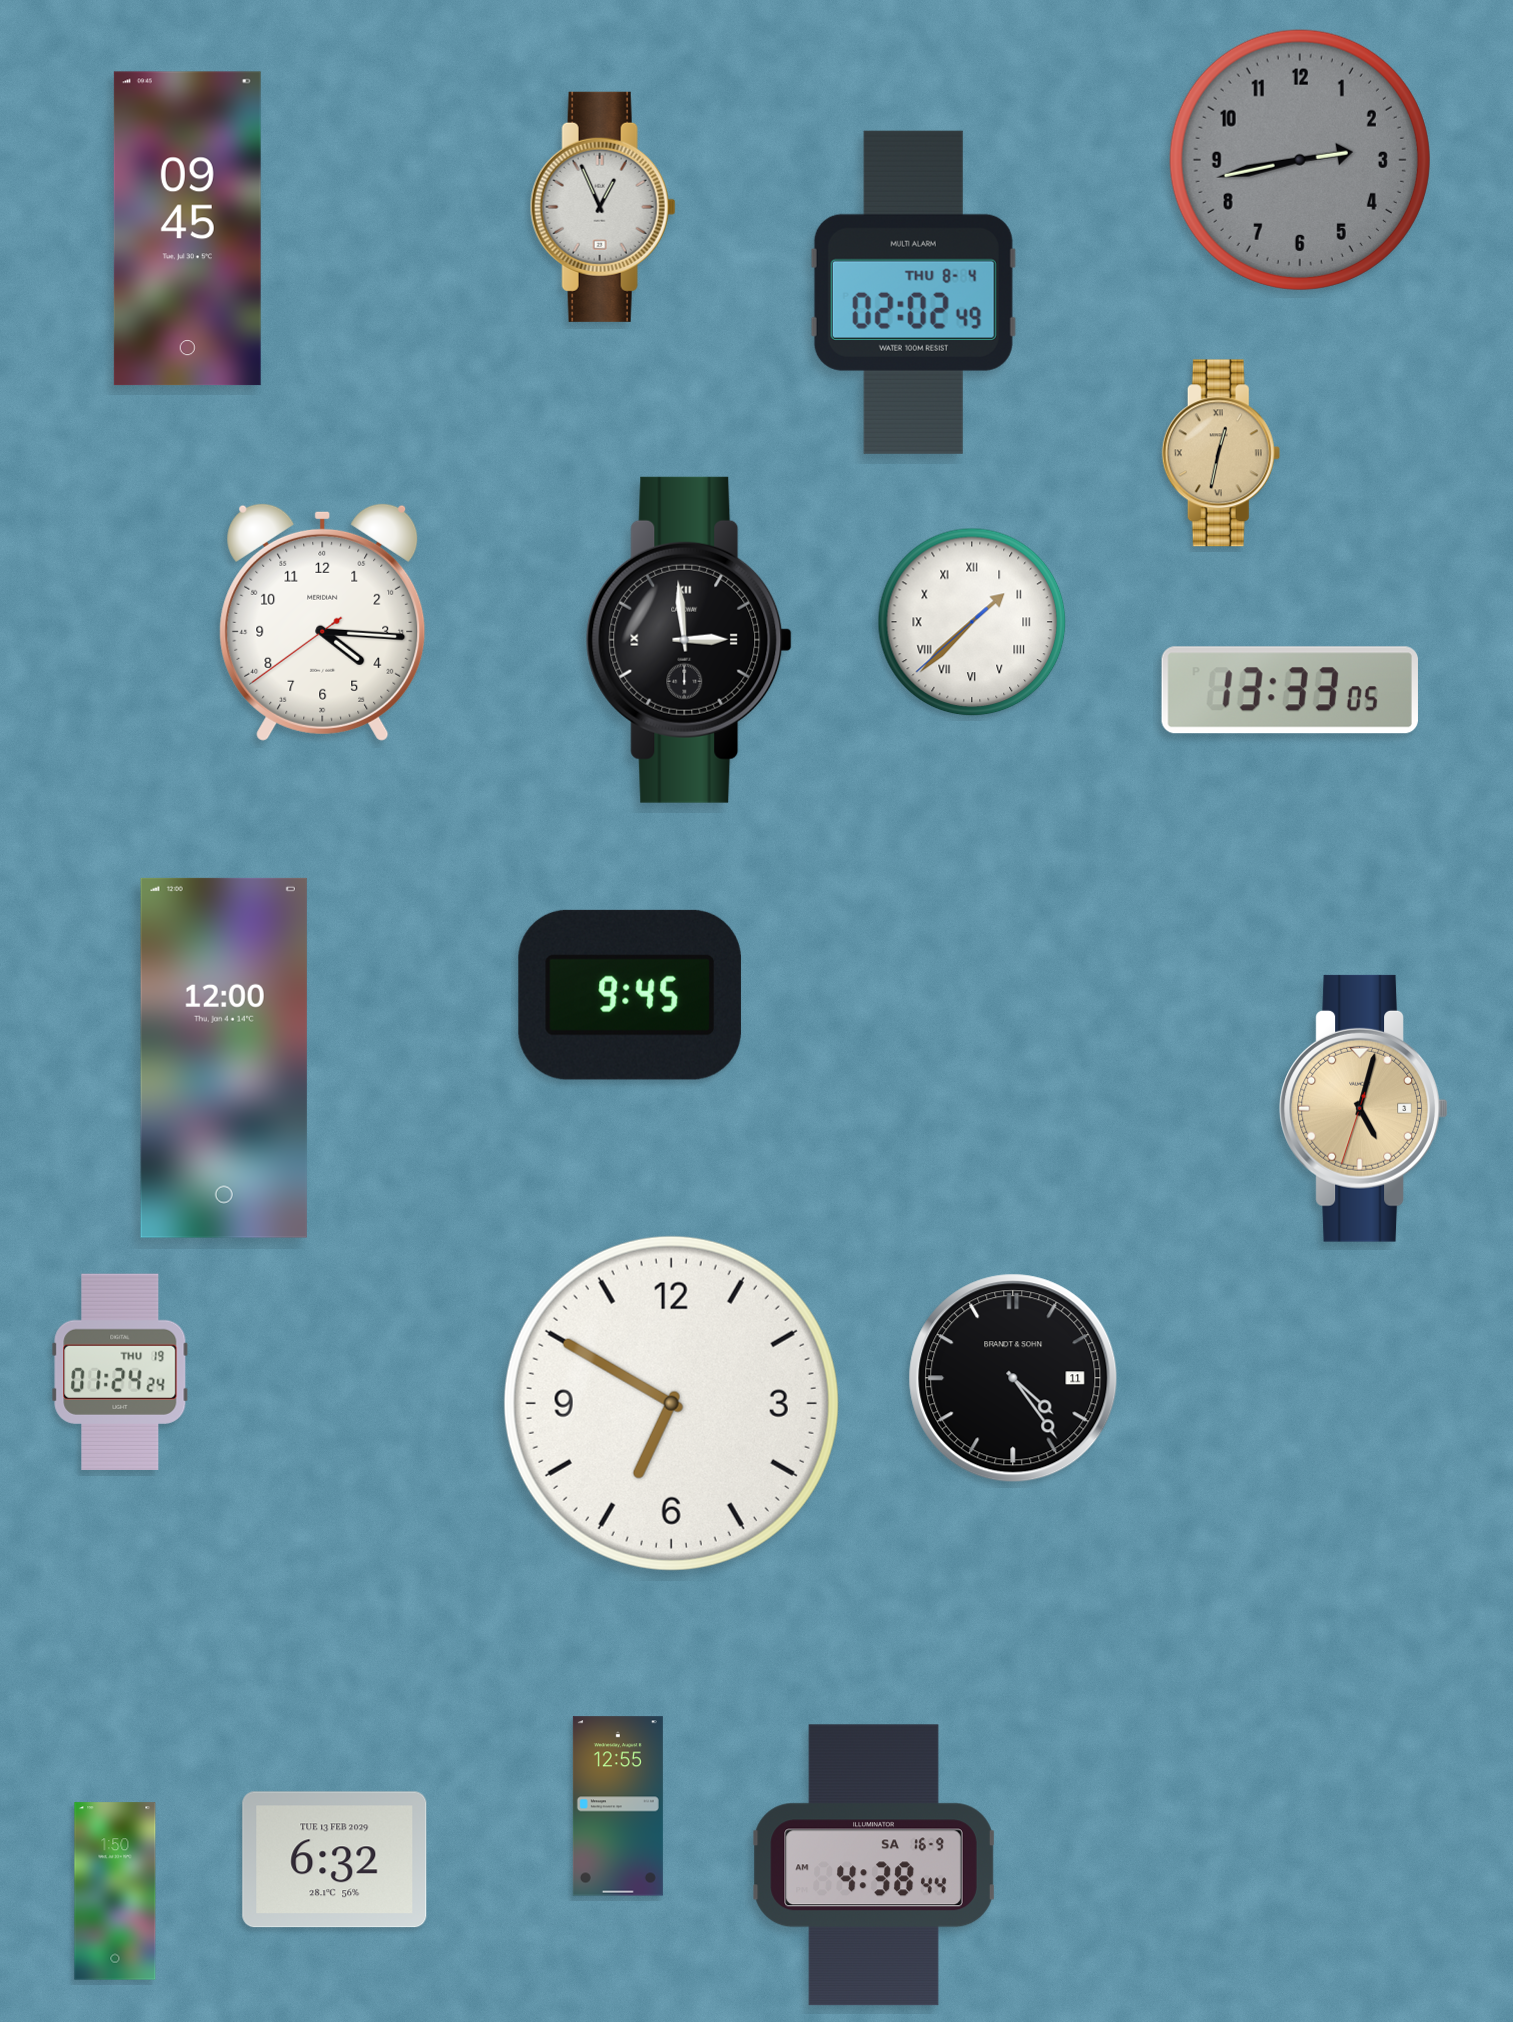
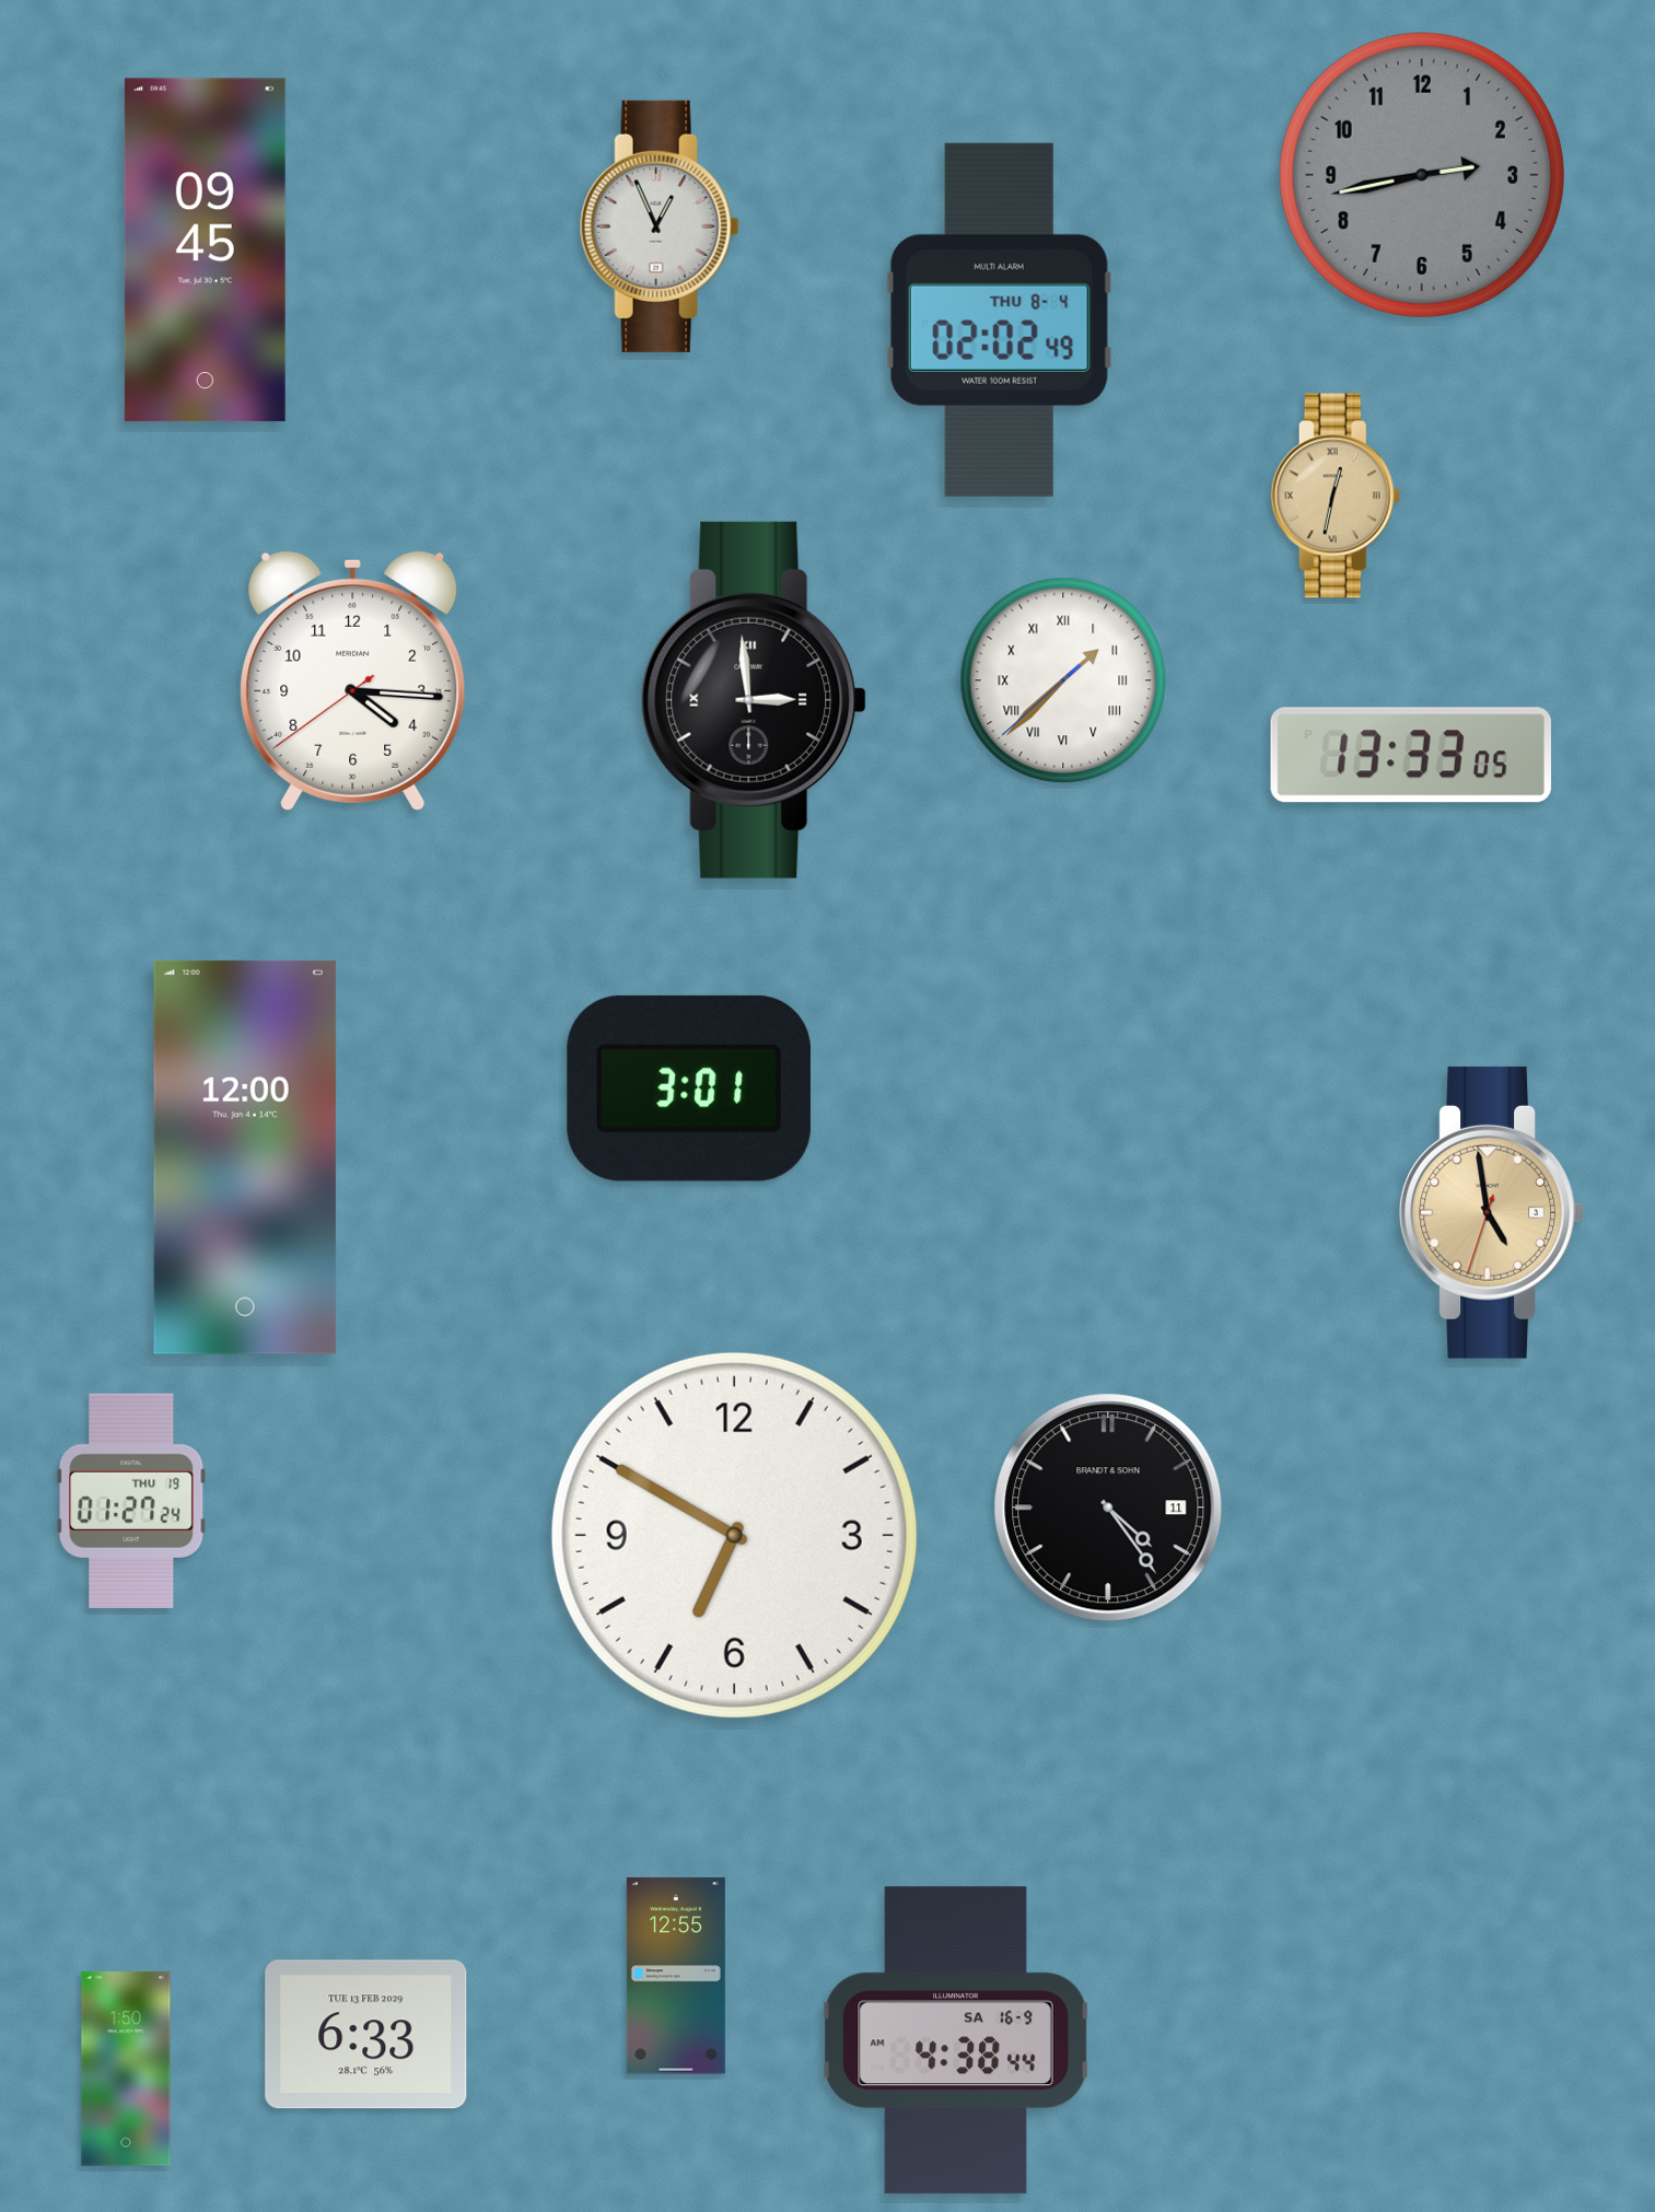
clock at (630, 995): 9:45 -> 3:01
clock at (1363, 1108): 5:02 -> 4:58
clock at (120, 1372): 01:24 -> 01:27
clock at (335, 1860): 6:32 -> 6:33
